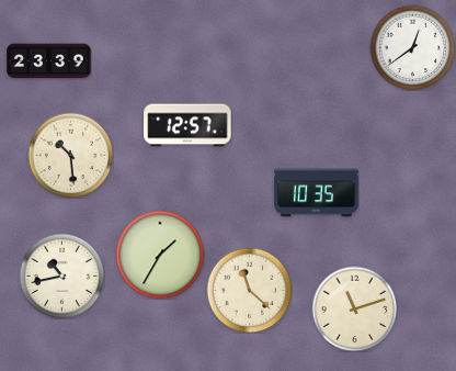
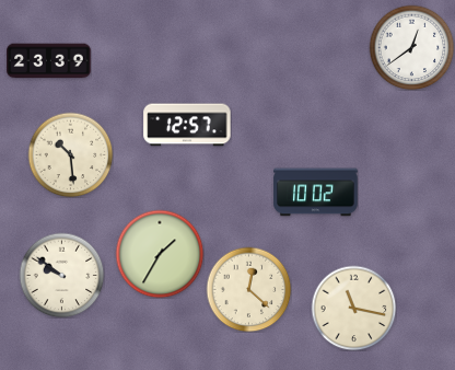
clock at (317, 193): 10:35 -> 10:02
clock at (61, 276): 10:43 -> 9:51
clock at (249, 290): 11:22 -> 12:22
clock at (354, 308): 11:12 -> 11:17
